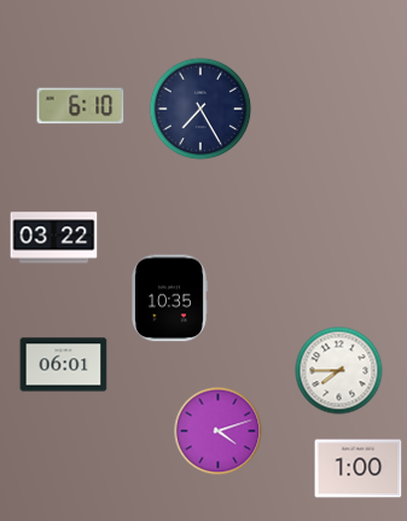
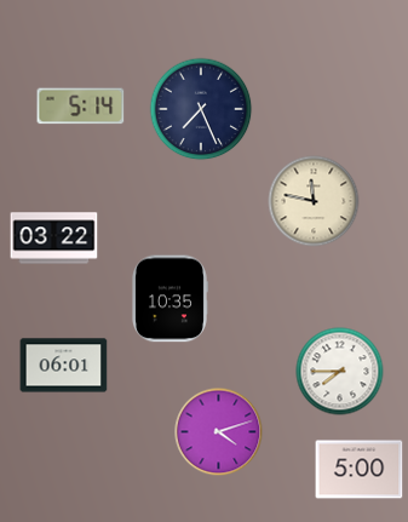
clock at (81, 106): 6:10 -> 5:14
clock at (200, 109): 7:25 -> 7:26
clock at (314, 201): none -> 11:47
clock at (359, 469): 1:00 -> 5:00
